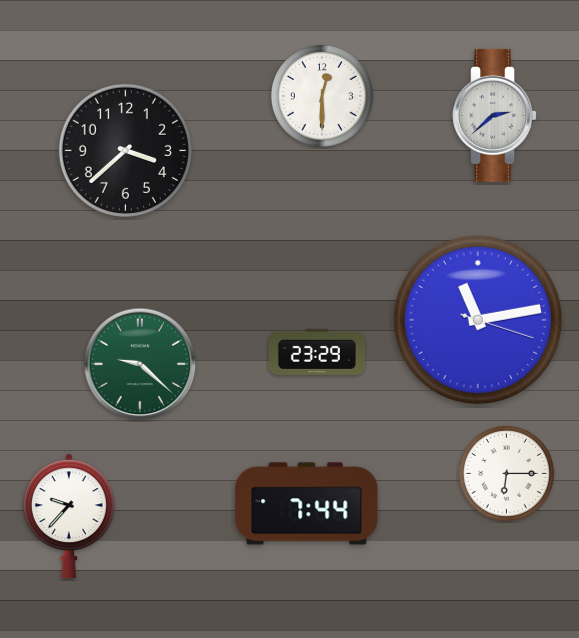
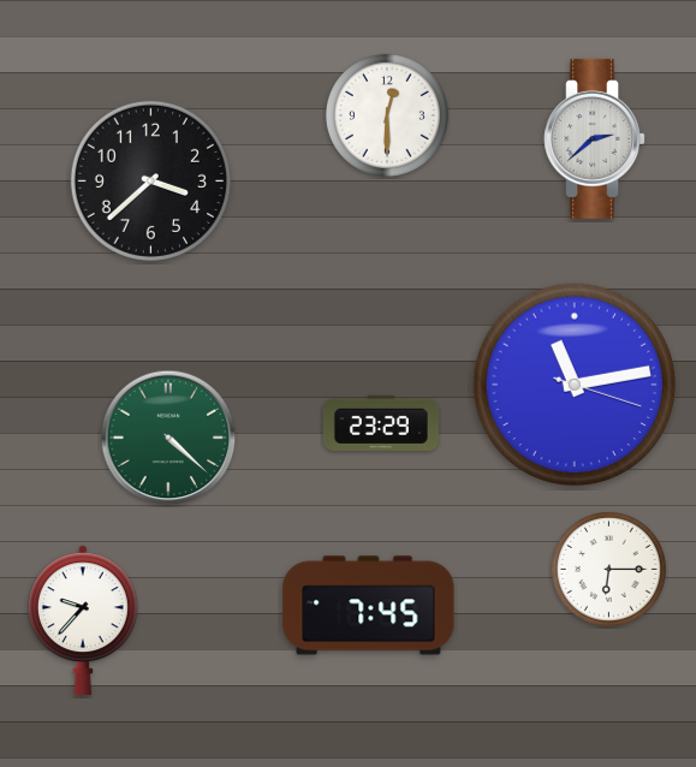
clock at (140, 364): 9:22 -> 4:22
clock at (307, 504): 7:44 -> 7:45
